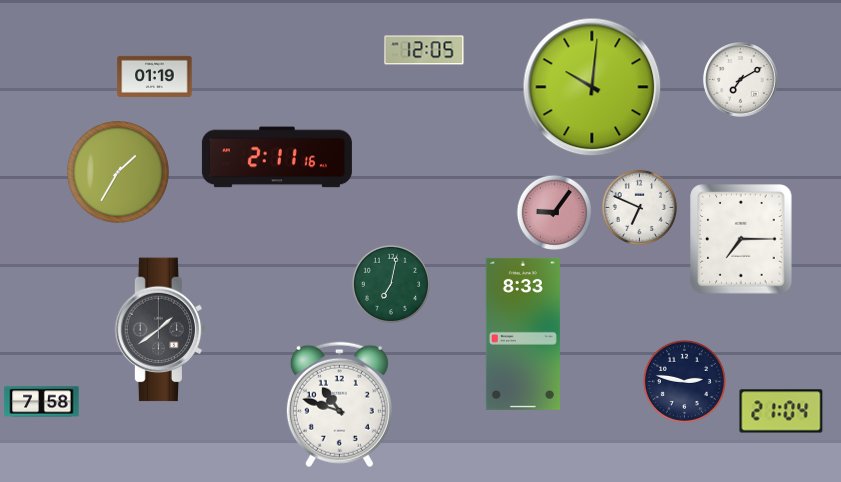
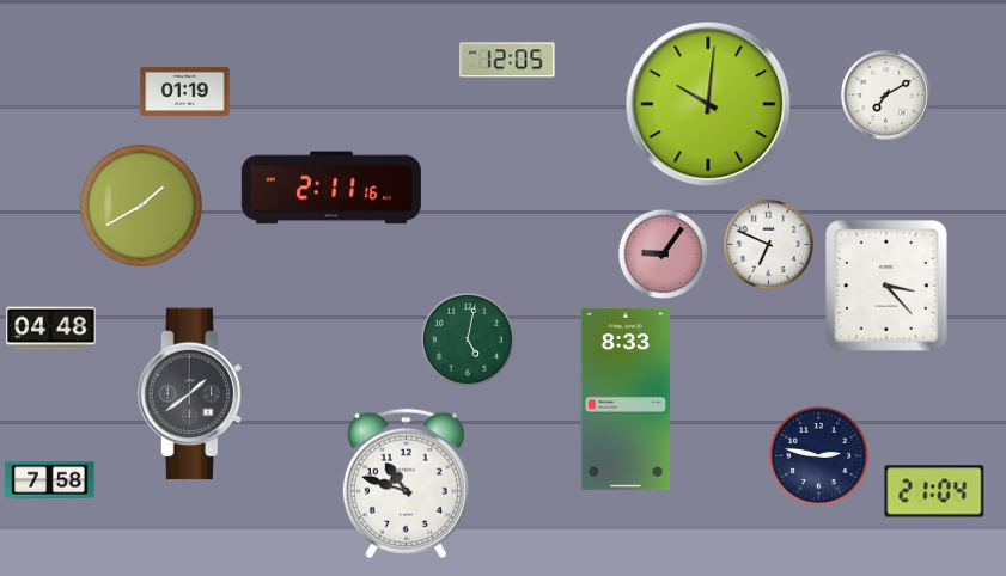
clock at (118, 172): 1:35 -> 1:40
clock at (639, 207) position: (639, 207) -> (768, 244)
clock at (741, 239): 7:15 -> 3:23
clock at (51, 329): none -> 04:48
clock at (391, 284): 7:02 -> 5:02
